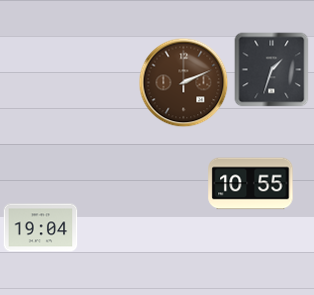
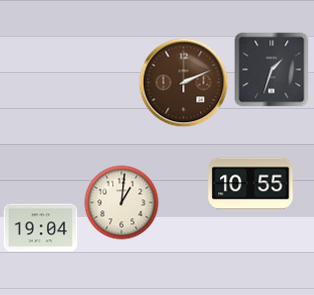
clock at (122, 203): none -> 1:01
